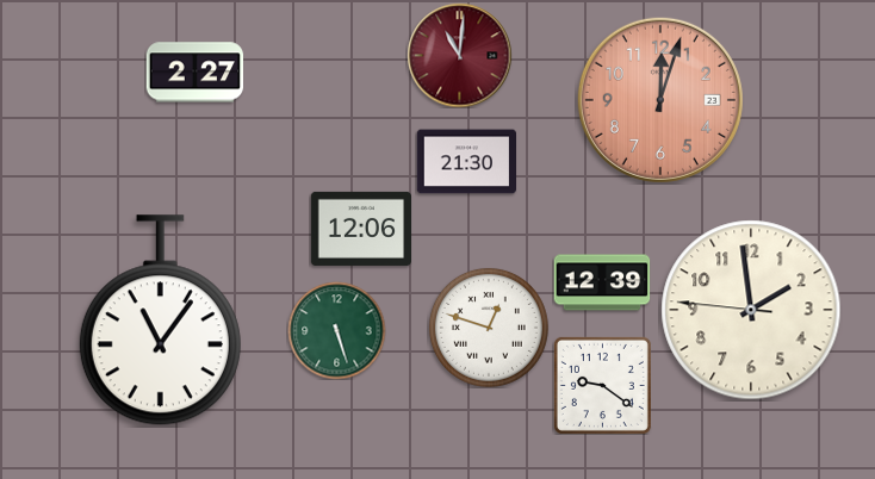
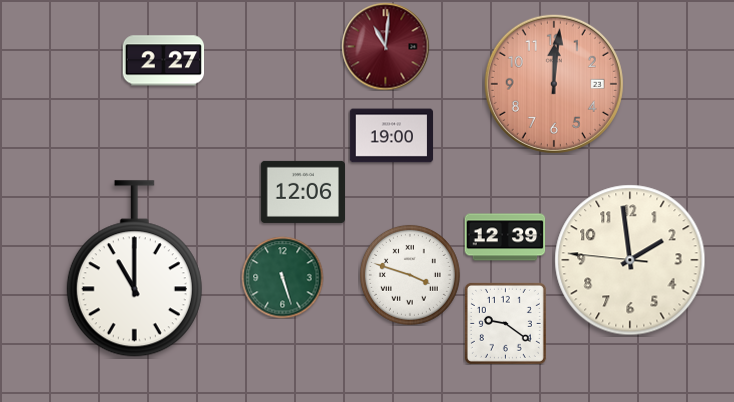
clock at (660, 100): 12:03 -> 12:01
clock at (466, 162): 21:30 -> 19:00
clock at (160, 321): 11:06 -> 11:00
clock at (489, 328): 12:48 -> 3:48
